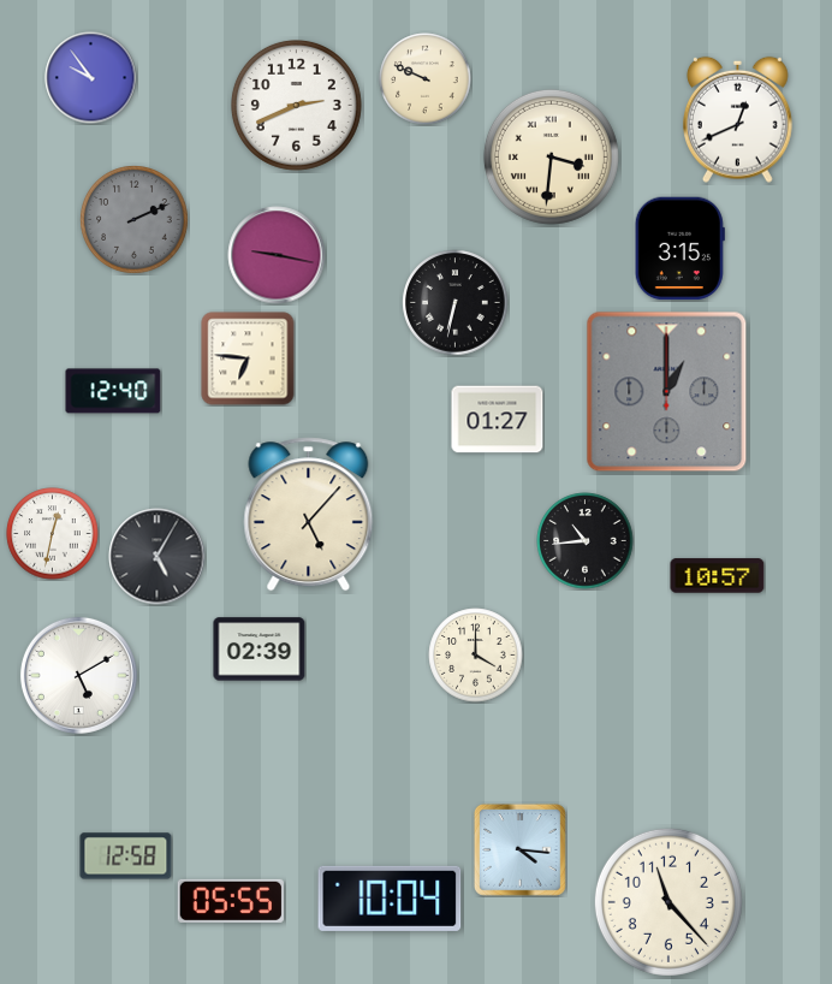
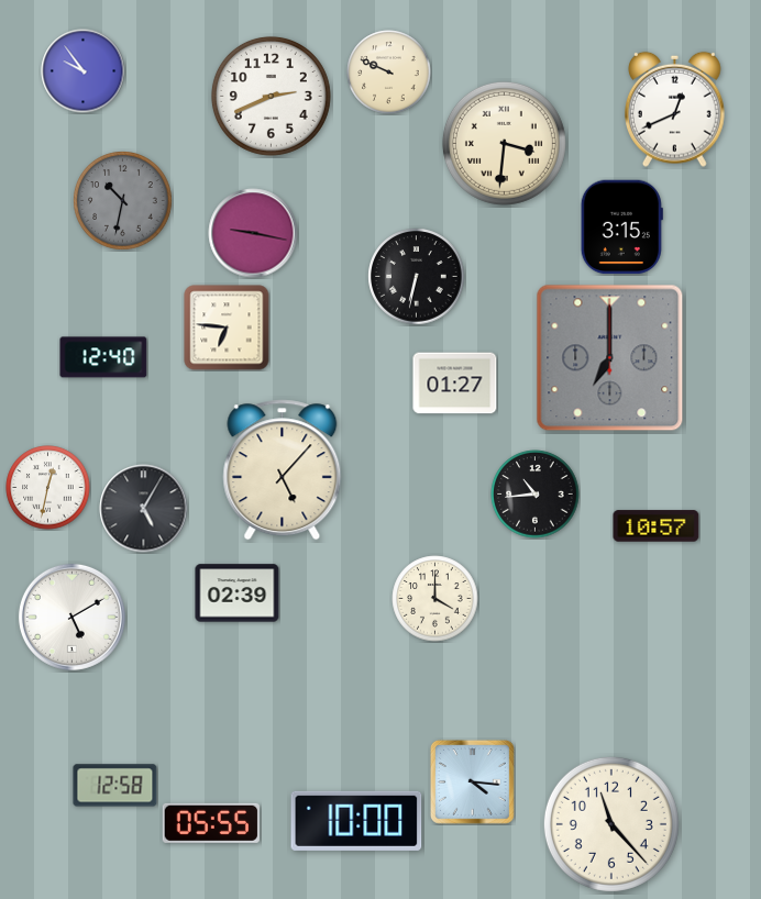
clock at (135, 220): 2:11 -> 10:32
clock at (667, 392): 1:00 -> 7:00
clock at (521, 850) position: (521, 850) -> (473, 783)
clock at (126, 856) position: (126, 856) -> (115, 786)
clock at (390, 899): 10:04 -> 10:00
